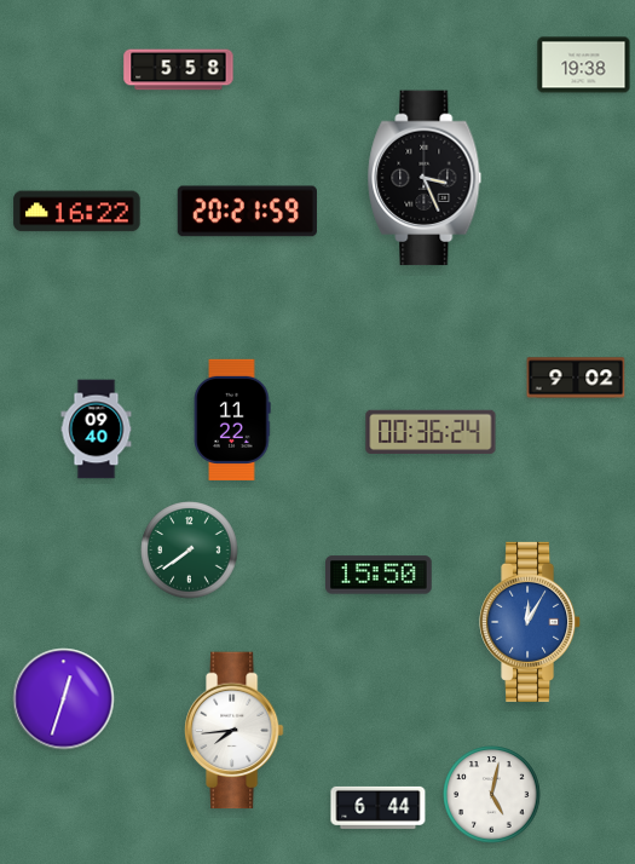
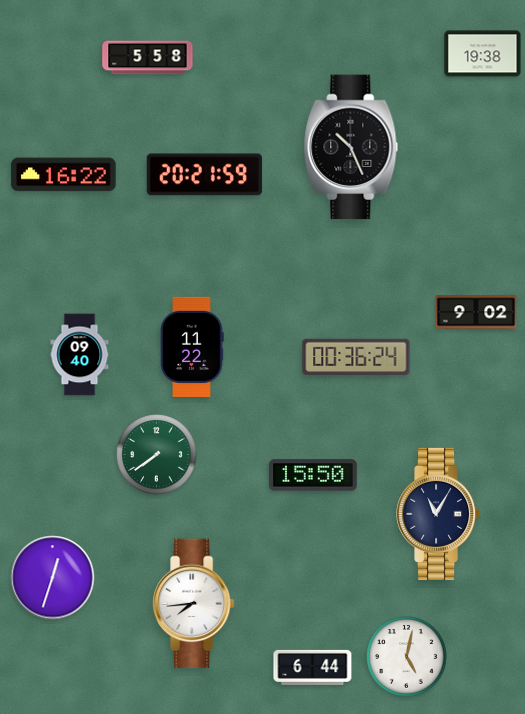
clock at (425, 178): 3:26 -> 10:26
clock at (531, 622): 12:05 -> 11:05
clock at (531, 622) dial: blue -> navy
